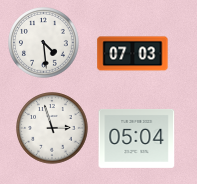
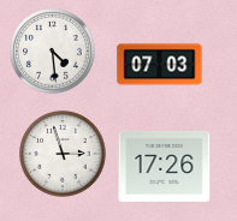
clock at (137, 138): 05:04 -> 17:26
